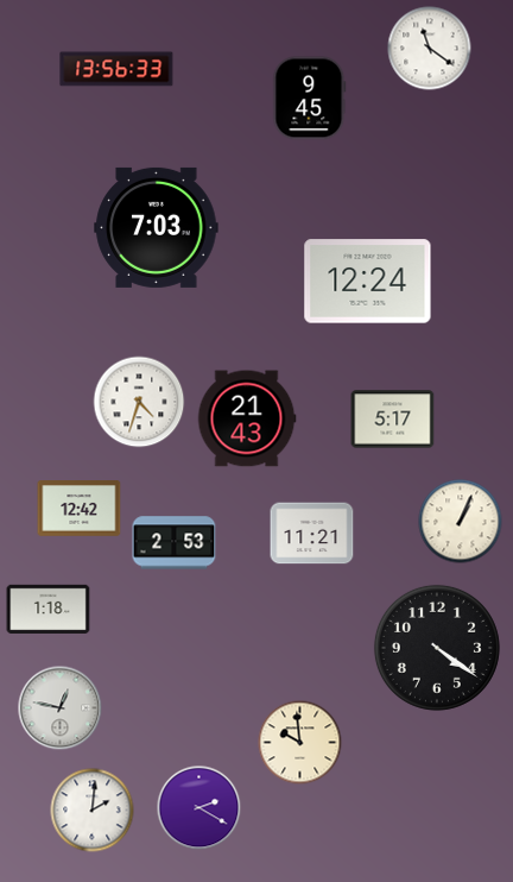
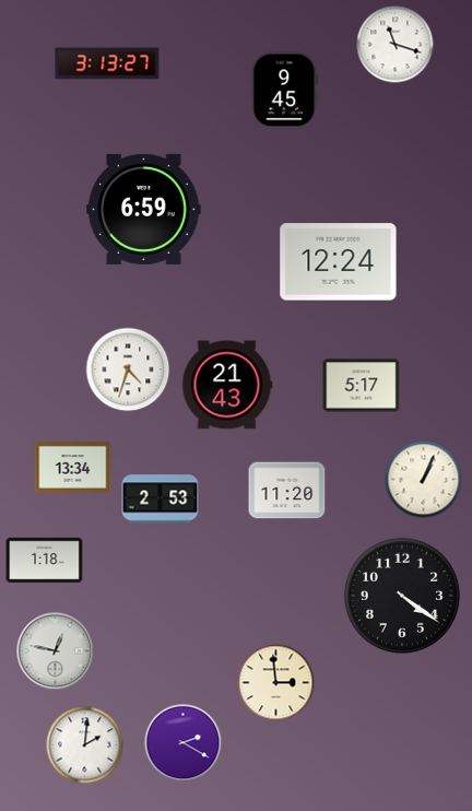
clock at (430, 49): 11:21 -> 11:18
clock at (116, 69): 13:56 -> 3:13
clock at (157, 227): 7:03 -> 6:59
clock at (368, 282) position: (368, 282) -> (339, 262)
clock at (80, 509): 12:42 -> 13:34
clock at (312, 534): 11:21 -> 11:20
clock at (300, 743): 9:59 -> 2:59
